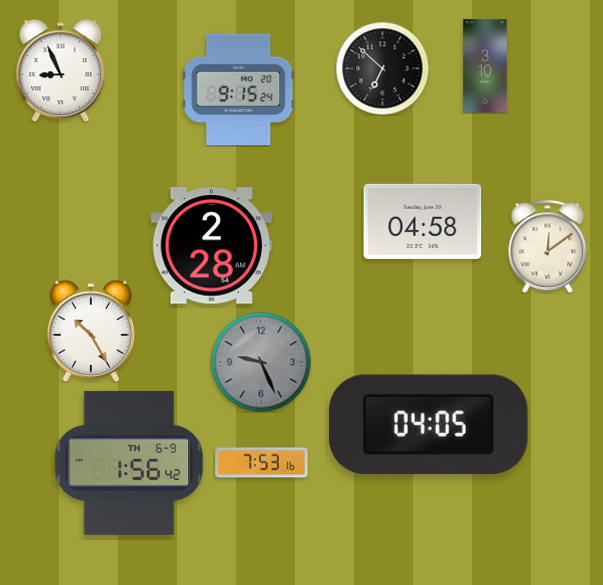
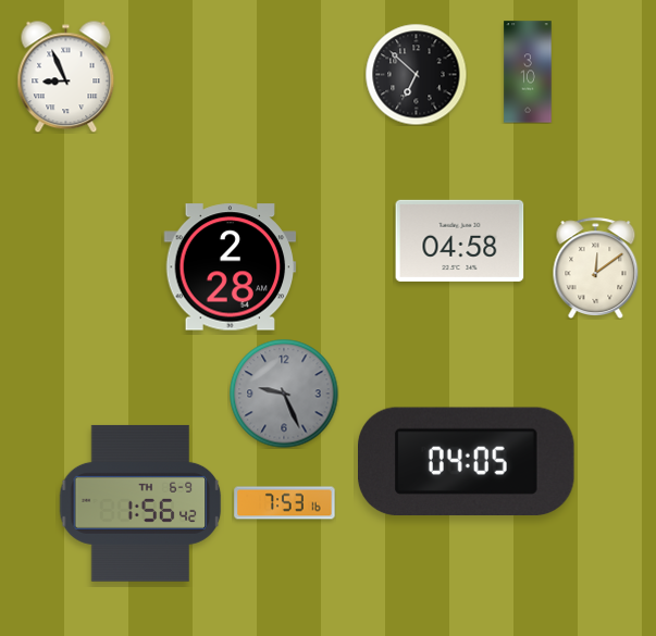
clock at (239, 90): 9:15 -> none
clock at (91, 331): 10:25 -> none
